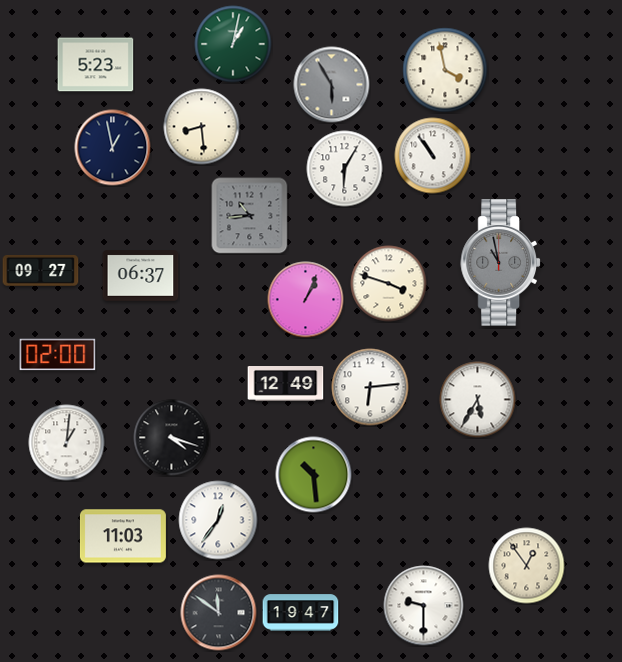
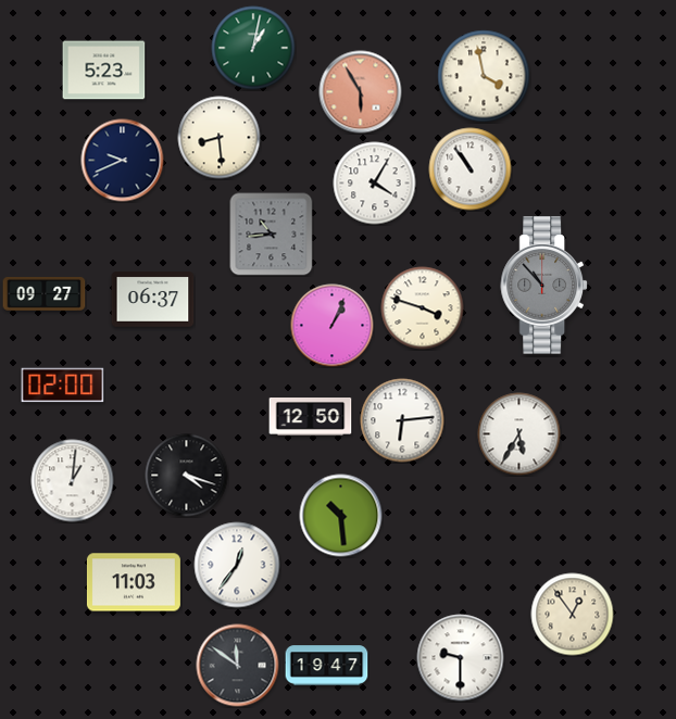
clock at (332, 85) dial: grey -> salmon
clock at (113, 148): 12:58 -> 9:41
clock at (345, 169): 6:05 -> 4:05
clock at (500, 263): 10:58 -> 10:53
clock at (286, 384): 12:49 -> 12:50
